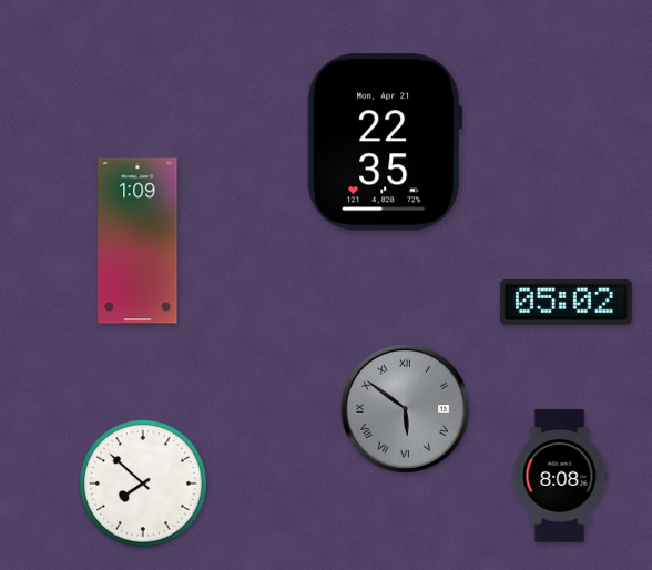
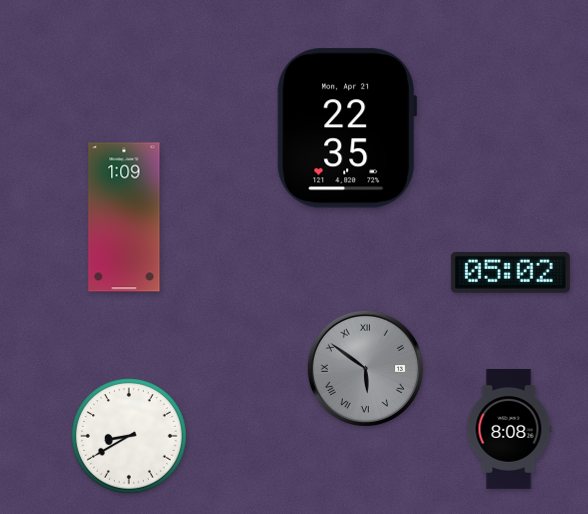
clock at (560, 476) position: (560, 476) -> (509, 429)
clock at (143, 484): 7:52 -> 8:40
